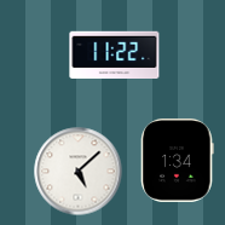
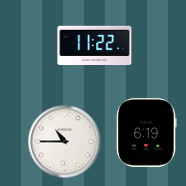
clock at (178, 160): 1:34 -> 6:19
clock at (79, 172): 5:08 -> 10:45
